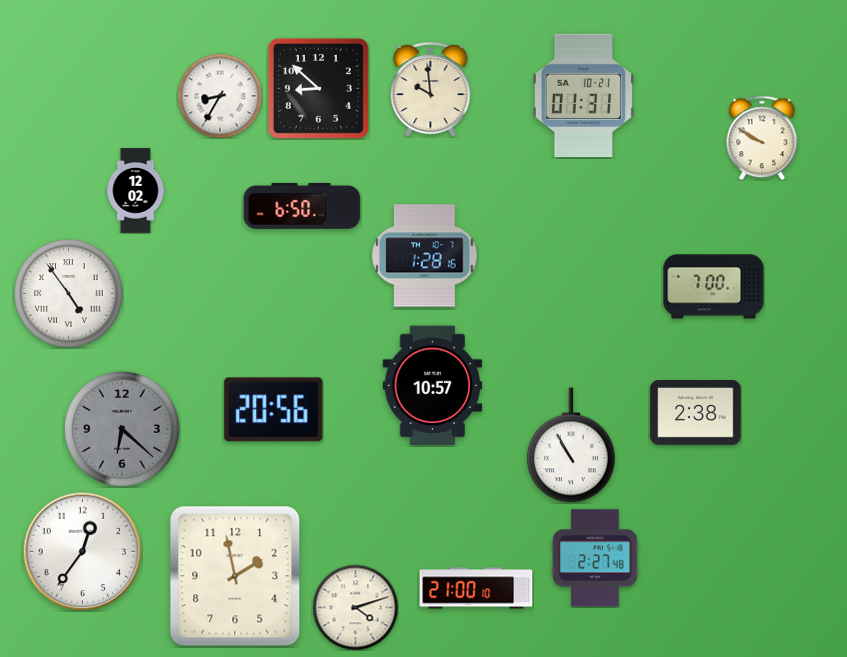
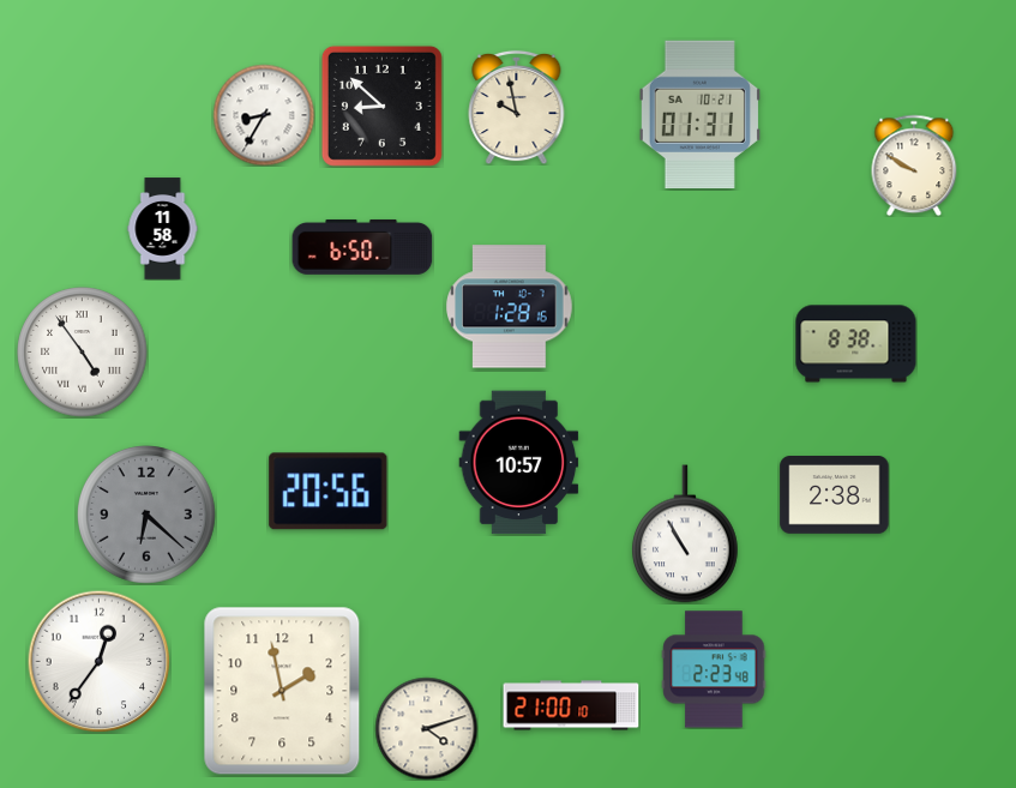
clock at (431, 89): 9:59 -> 9:58
clock at (136, 191): 12:02 -> 11:58
clock at (714, 287): 7:00 -> 8:38
clock at (595, 558): 2:27 -> 2:23
